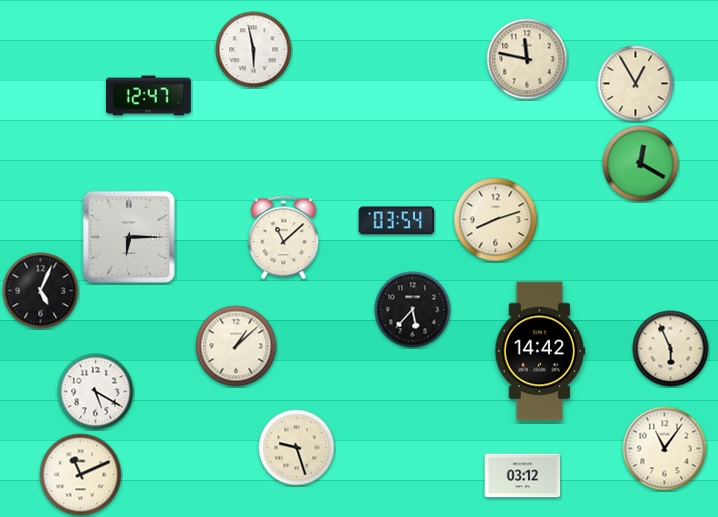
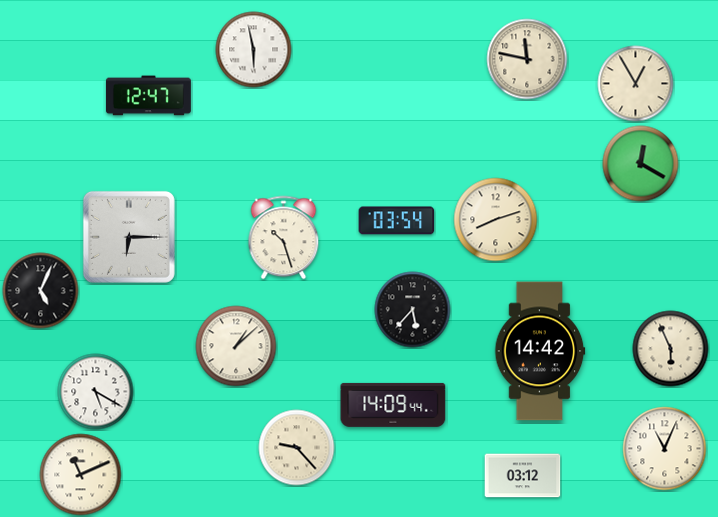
clock at (284, 238): 11:08 -> 10:27
clock at (393, 405): none -> 14:09
clock at (297, 448): 9:27 -> 9:23
clock at (665, 449): 11:06 -> 11:04
